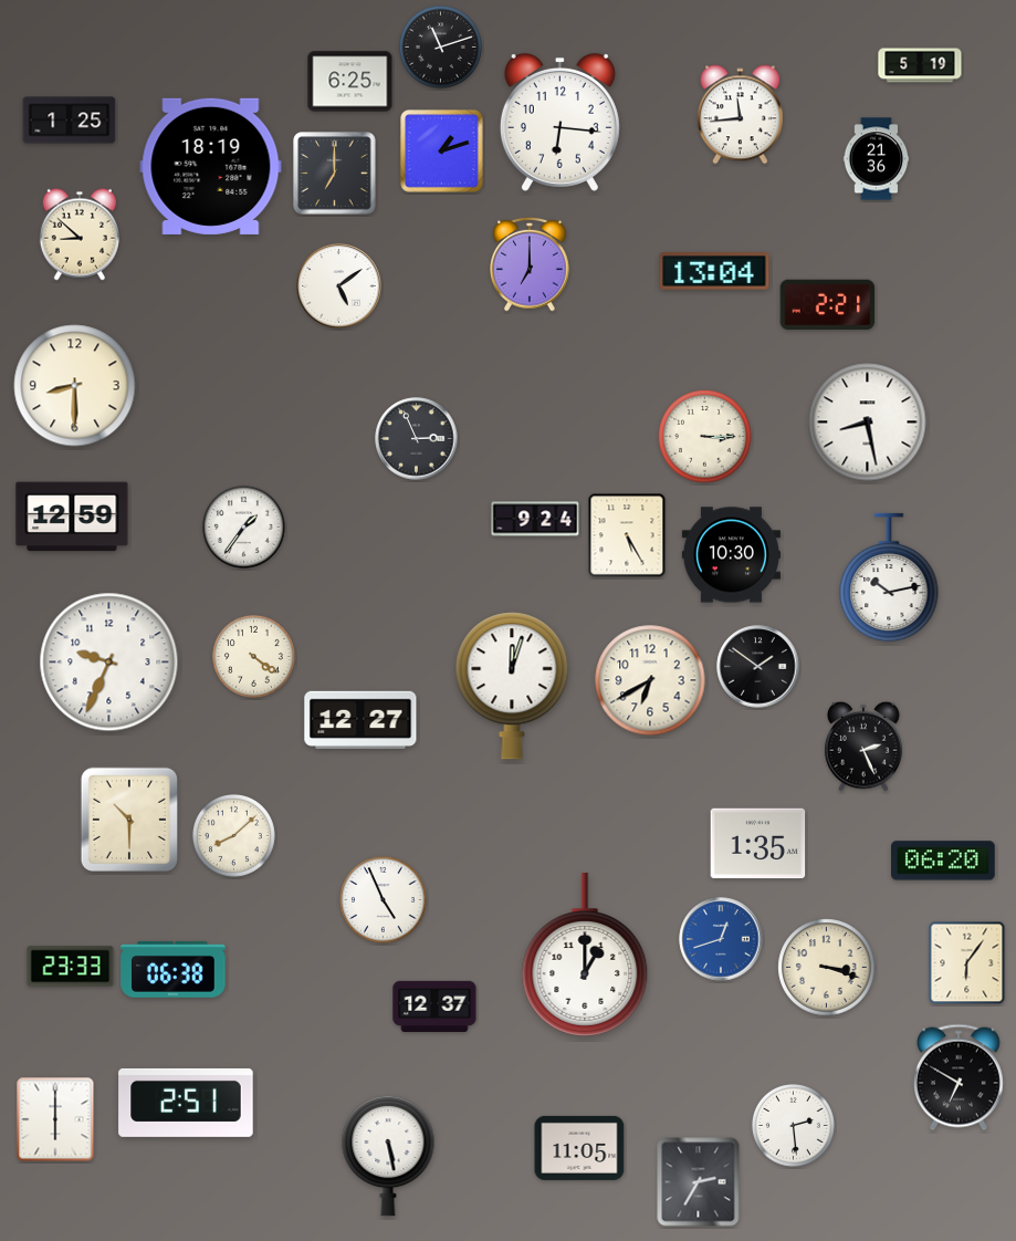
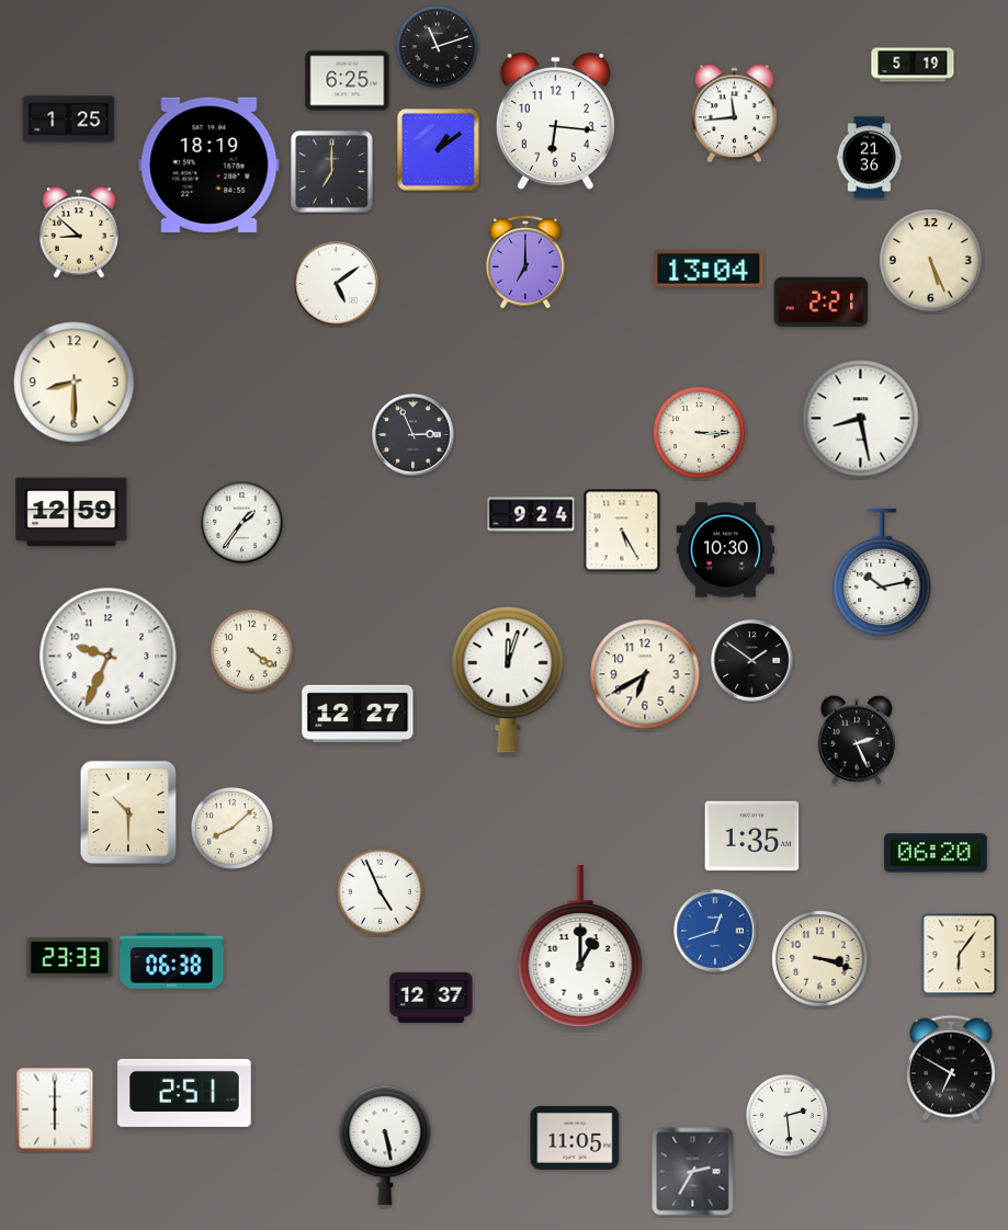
clock at (442, 152): 1:12 -> 1:09
clock at (931, 261): none -> 5:26
